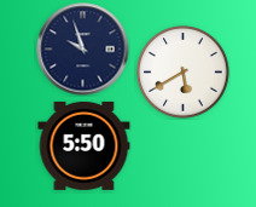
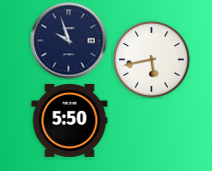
clock at (184, 73): 5:40 -> 5:43
